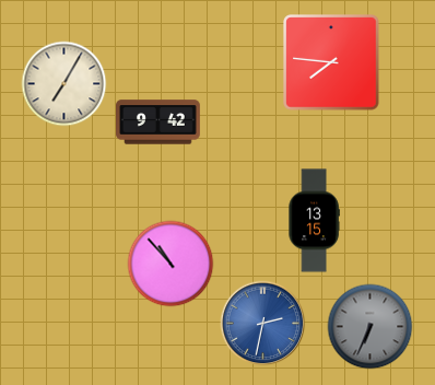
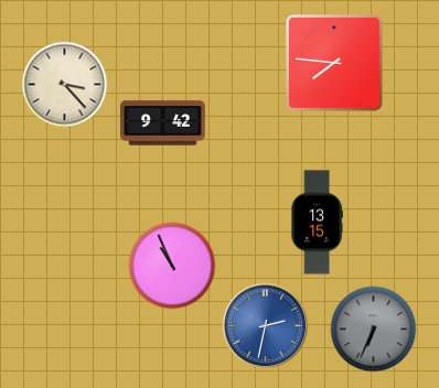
clock at (63, 83): 7:05 -> 3:23
clock at (158, 122) position: (158, 122) -> (163, 123)
clock at (171, 264): 10:53 -> 10:56
